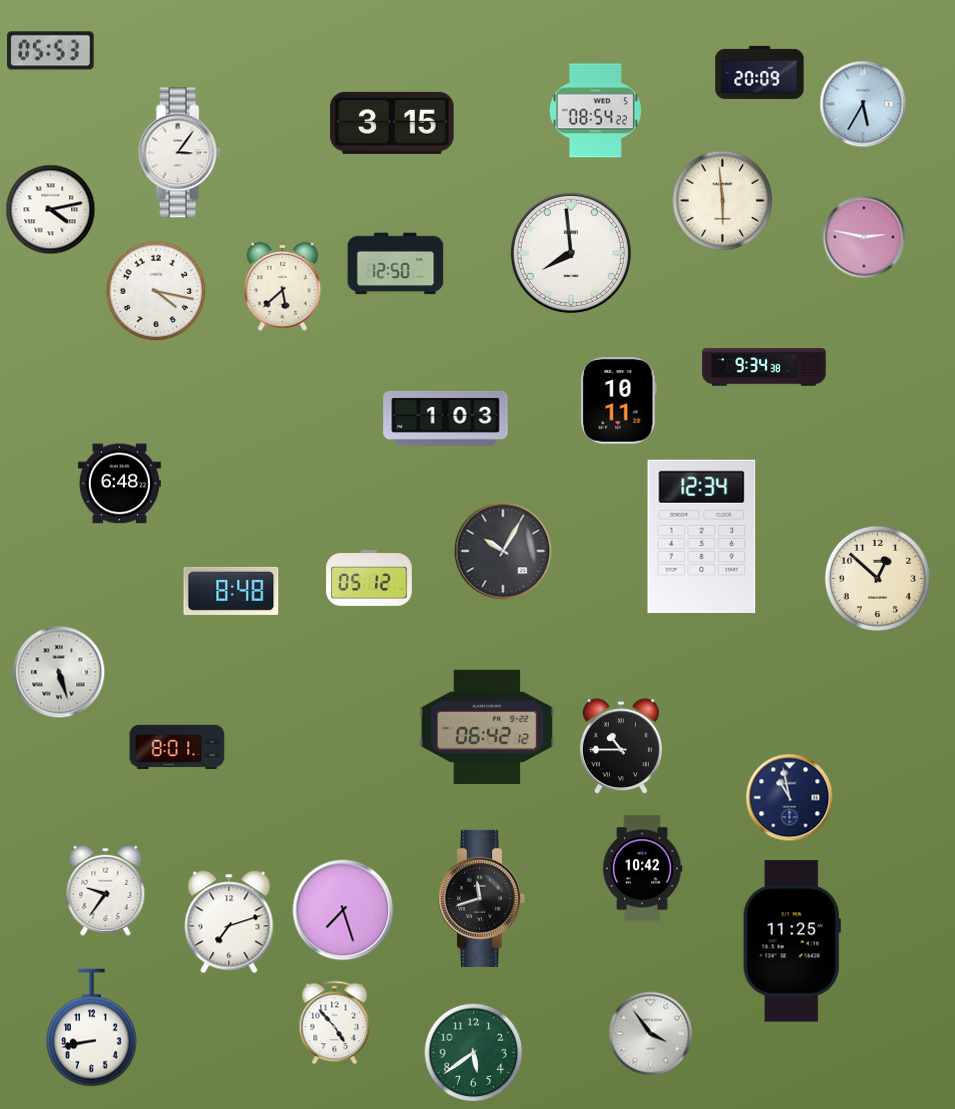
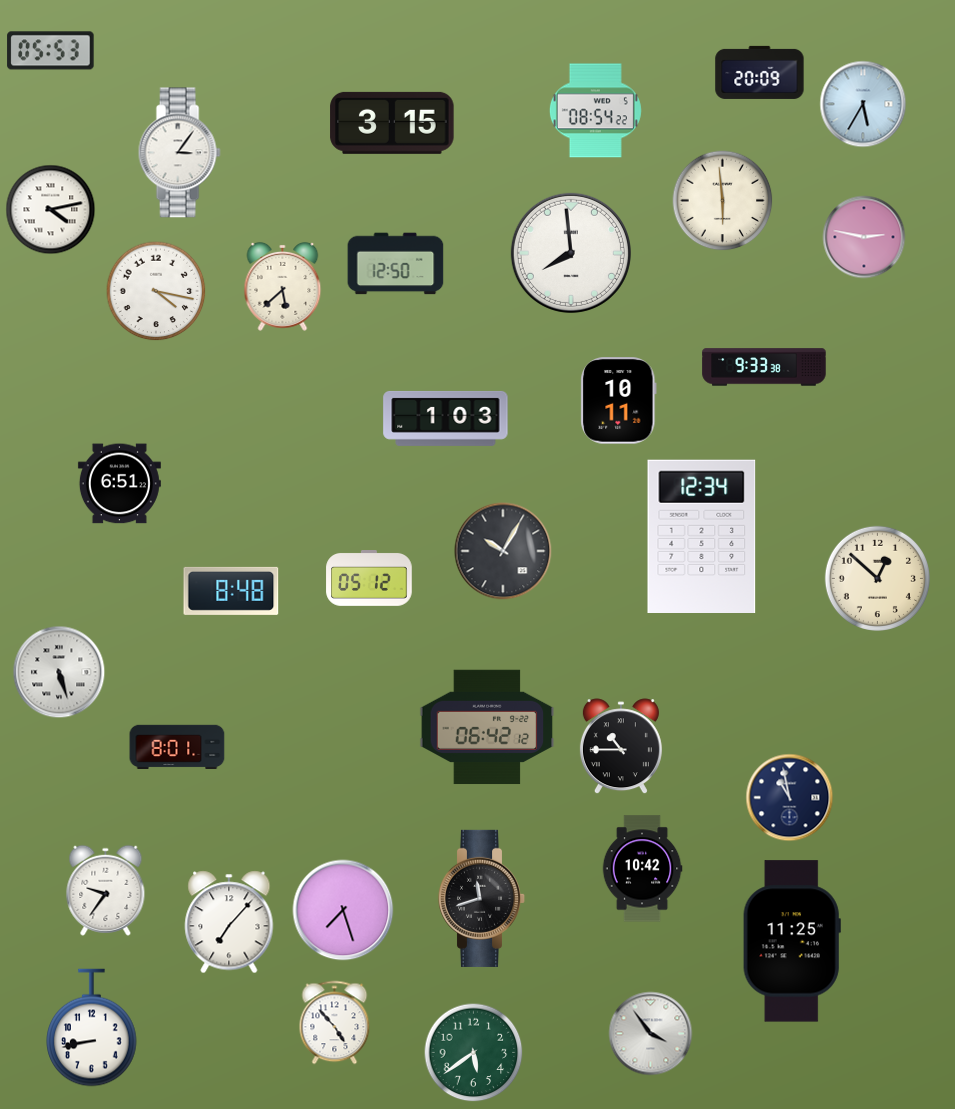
clock at (764, 367): 9:34 -> 9:33
clock at (119, 484): 6:48 -> 6:51
clock at (229, 922): 7:12 -> 7:07
